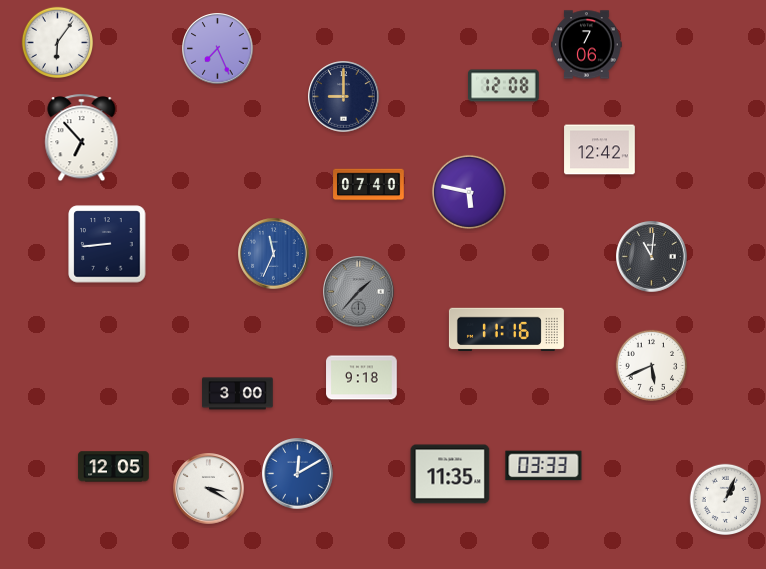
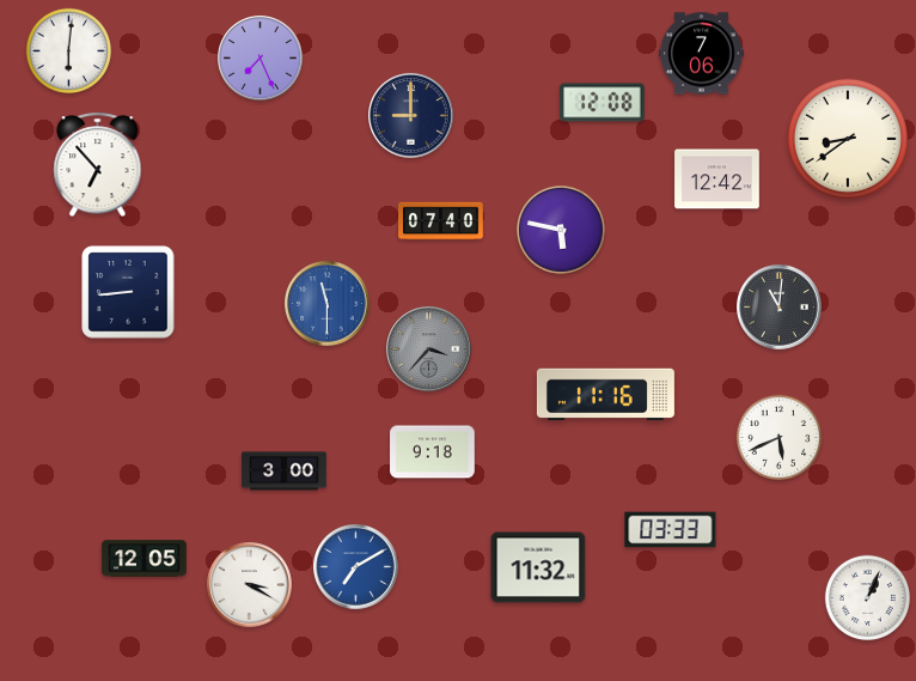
clock at (57, 42): 6:06 -> 6:01
clock at (848, 139): none -> 8:39
clock at (274, 254): 11:34 -> 11:30
clock at (359, 292): 1:37 -> 3:37
clock at (544, 466) position: (544, 466) -> (671, 530)
clock at (114, 467) position: (114, 467) -> (145, 559)
clock at (298, 474): 12:10 -> 7:10
clock at (450, 474): 11:35 -> 11:32
